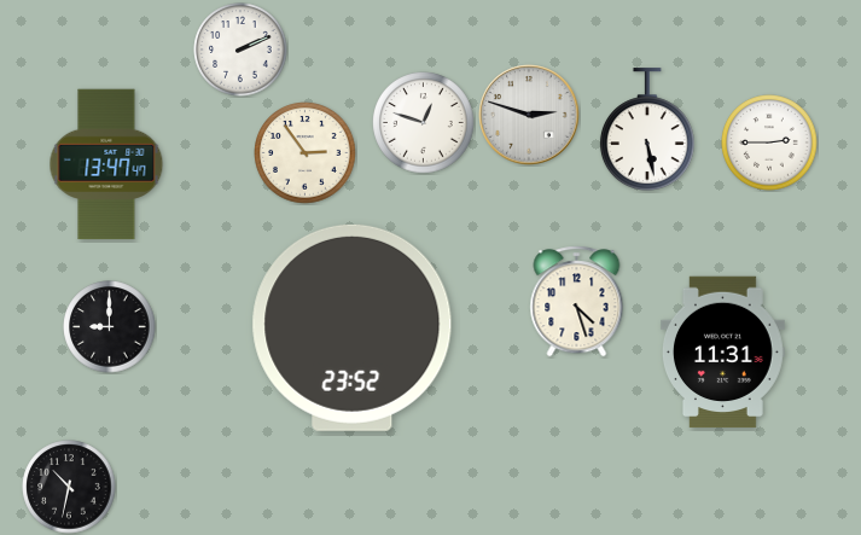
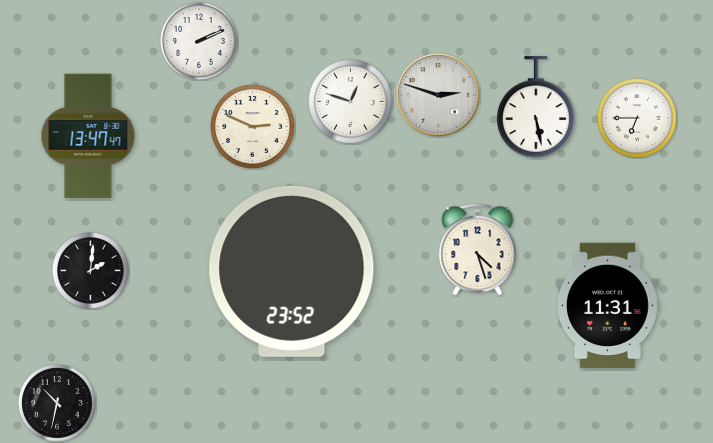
clock at (769, 143): 2:45 -> 6:45
clock at (306, 153): 2:54 -> 2:49
clock at (110, 327): 9:00 -> 2:01
clock at (723, 353) position: (723, 353) -> (608, 306)
